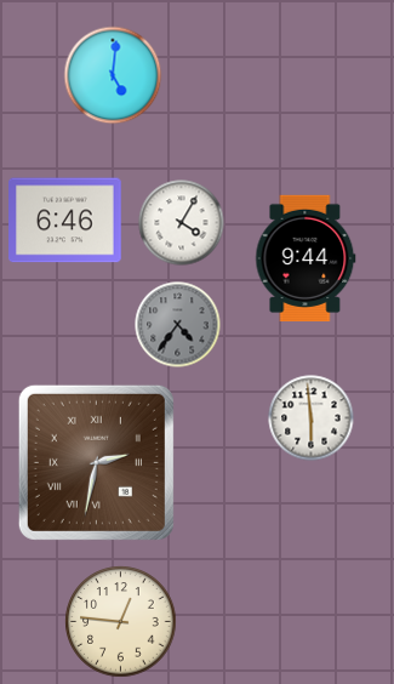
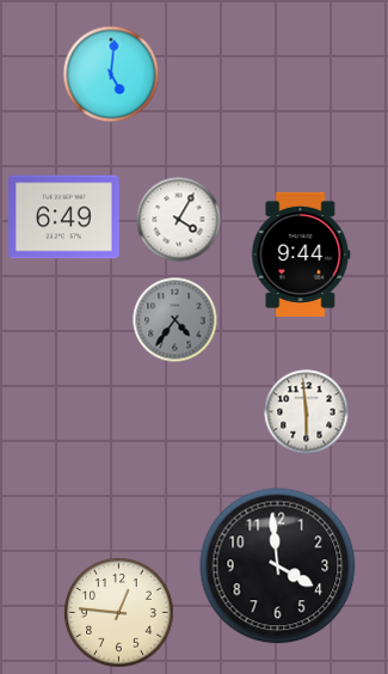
clock at (65, 221): 6:46 -> 6:49
clock at (96, 462): 2:32 -> none
clock at (278, 566): none -> 3:59
